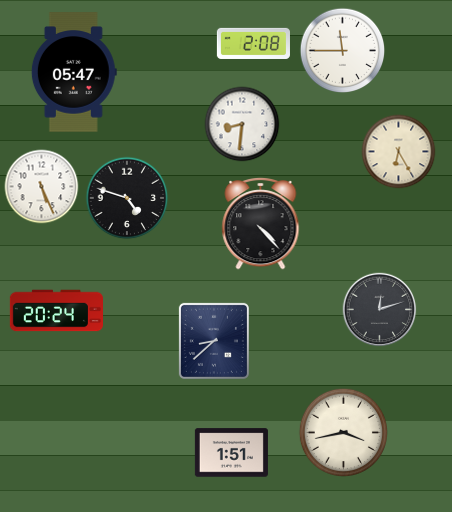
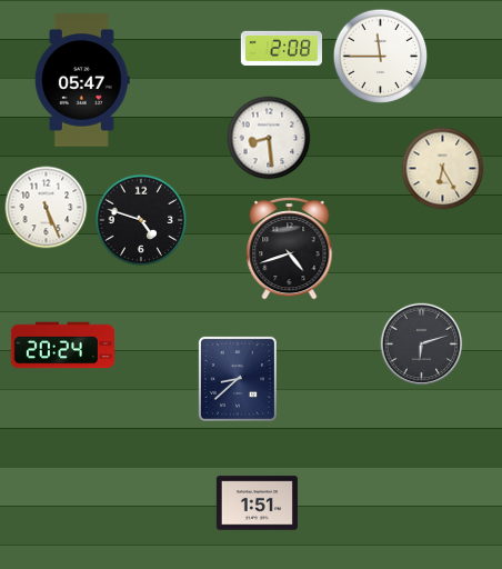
clock at (242, 124): 8:31 -> 8:29
clock at (261, 223): 4:23 -> 4:42
clock at (380, 310): 12:12 -> 6:12
clock at (343, 432): 3:43 -> none
